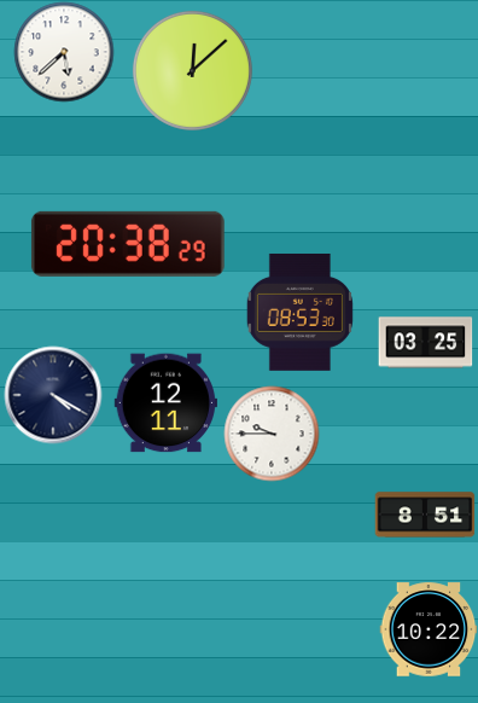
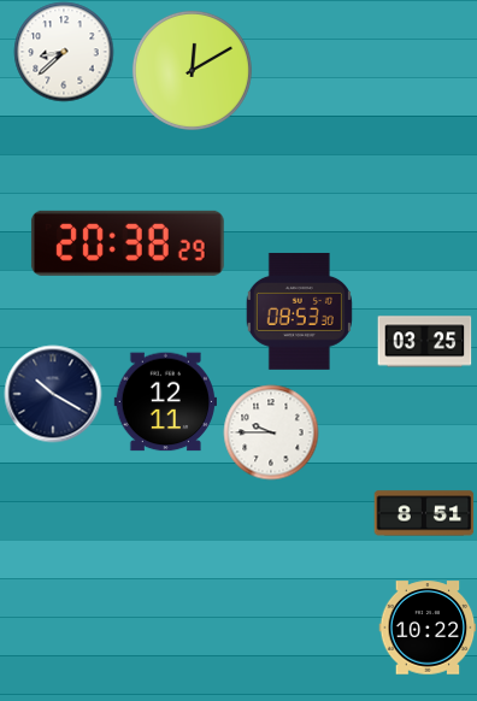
clock at (64, 52): 5:38 -> 8:38
clock at (192, 70): 12:08 -> 12:10
clock at (53, 395): 4:20 -> 10:20
